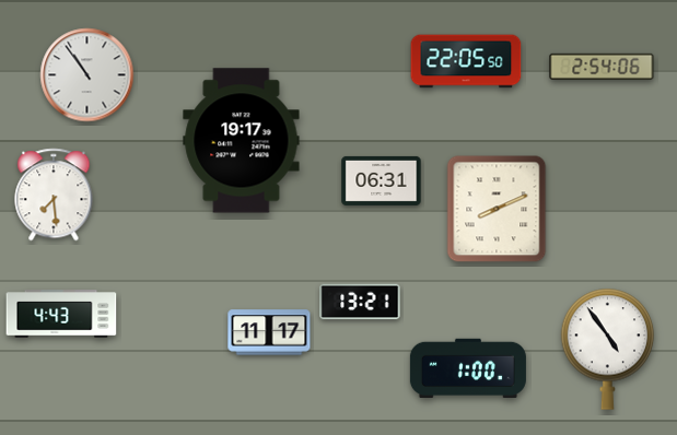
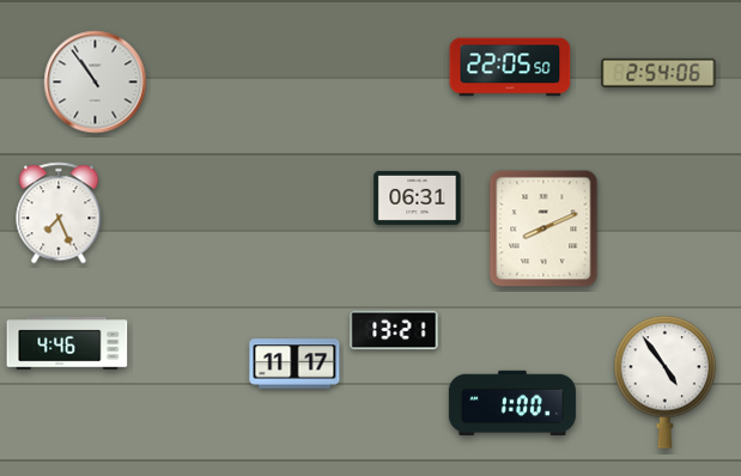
clock at (242, 141): 19:17 -> none
clock at (54, 195): 7:29 -> 7:26
clock at (61, 314): 4:43 -> 4:46
